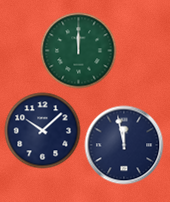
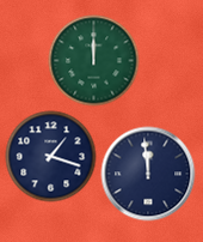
clock at (43, 131): 10:08 -> 1:18
clock at (124, 145): 11:58 -> 11:59
